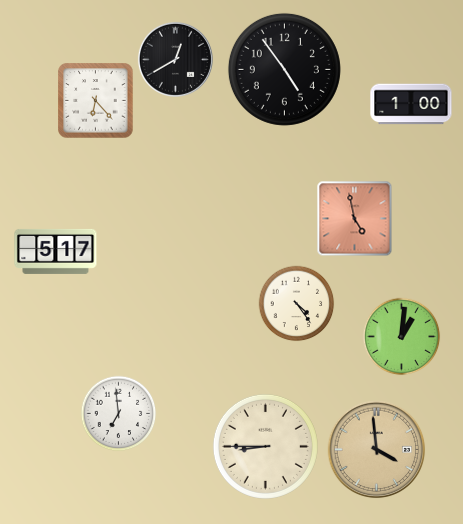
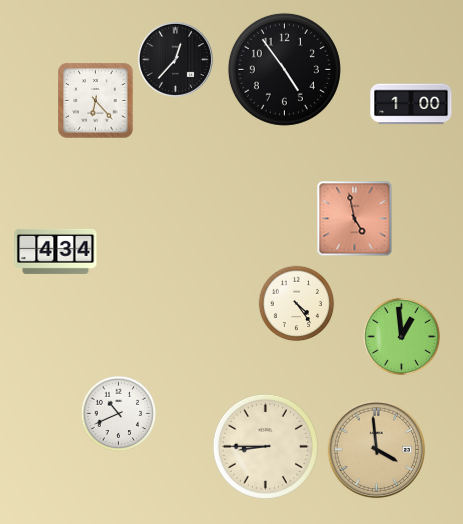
clock at (175, 59): 12:40 -> 12:37
clock at (56, 251): 5:17 -> 4:34
clock at (402, 337): 1:01 -> 12:59
clock at (119, 414): 6:59 -> 10:41
